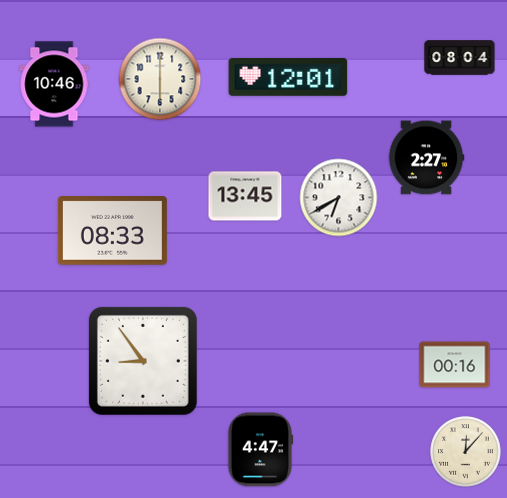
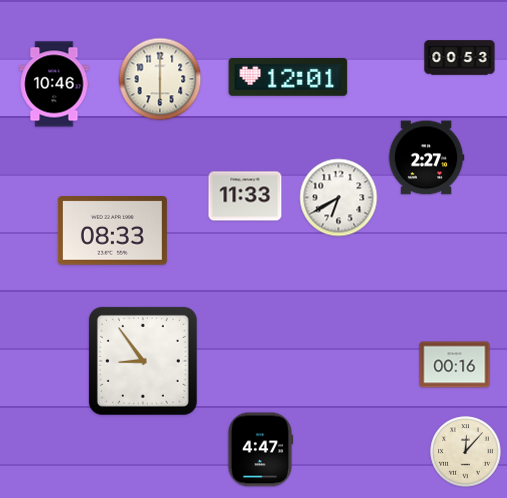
clock at (460, 58): 08:04 -> 00:53
clock at (245, 196): 13:45 -> 11:33
